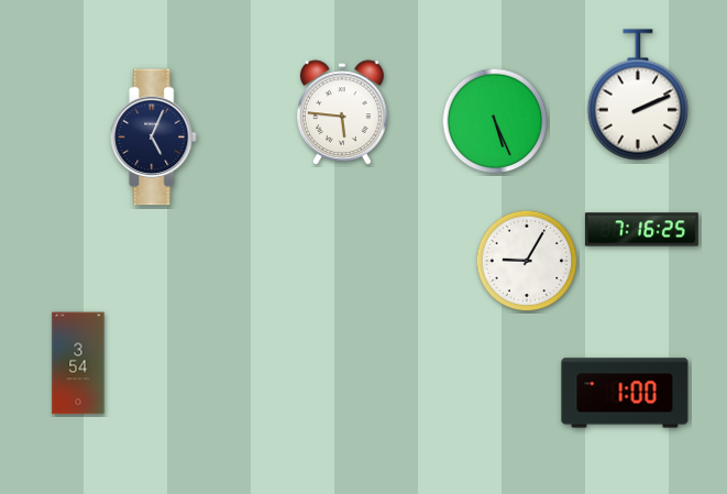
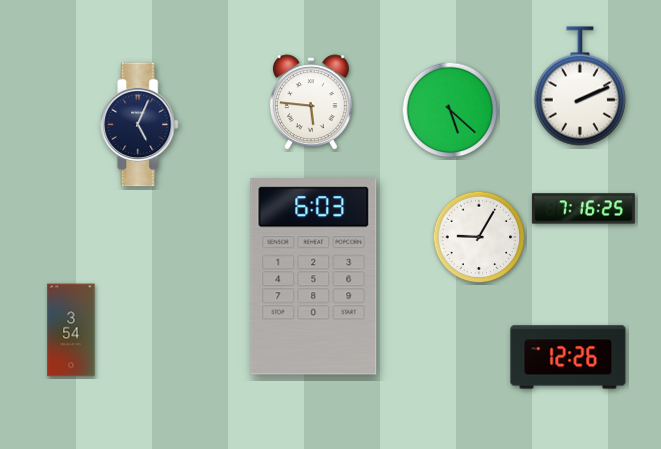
clock at (495, 121): 5:26 -> 5:22
clock at (314, 277): none -> 6:03
clock at (625, 393): 1:00 -> 12:26
